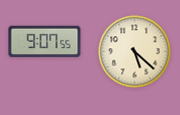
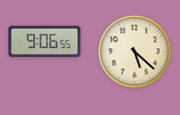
clock at (45, 42): 9:07 -> 9:06
